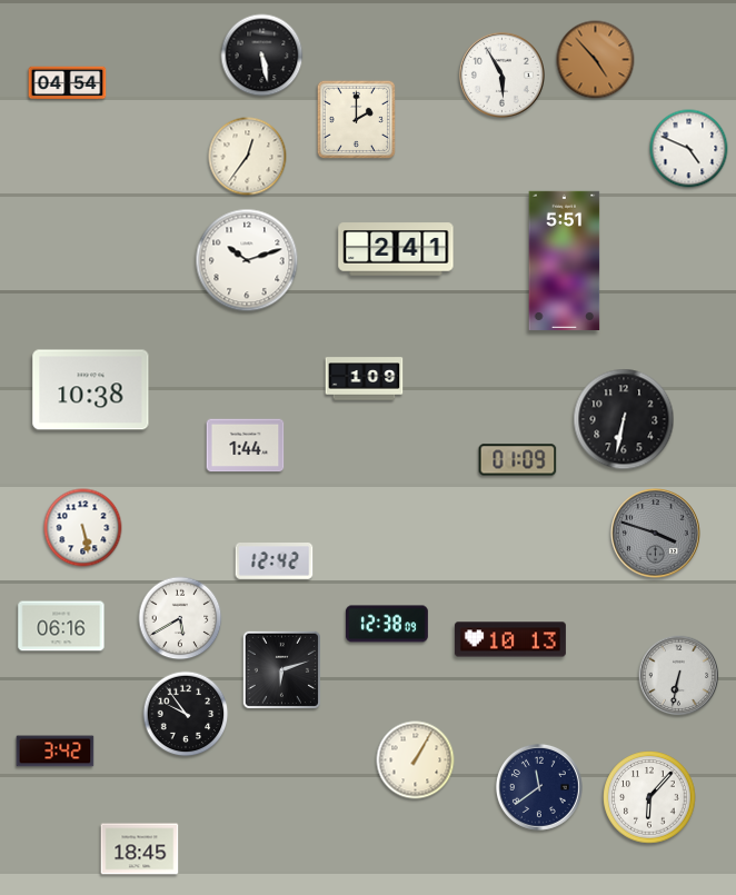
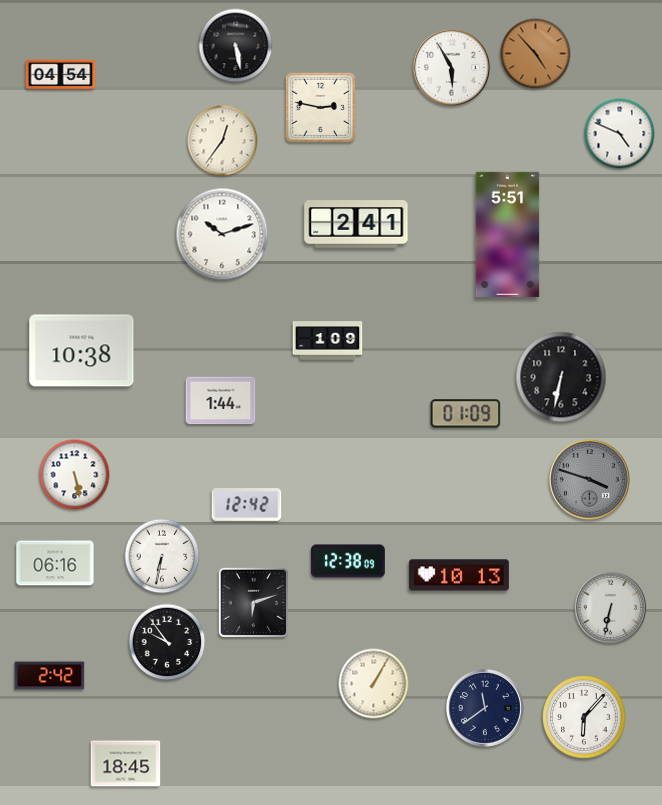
clock at (262, 56) position: (262, 56) -> (236, 46)
clock at (356, 119): 2:00 -> 2:47
clock at (180, 618): 5:40 -> 6:32
clock at (56, 752): 3:42 -> 2:42
